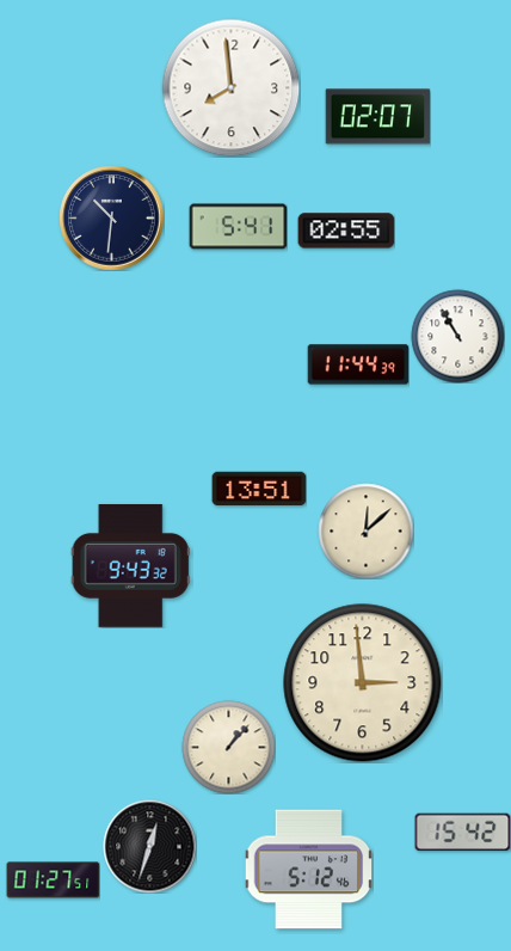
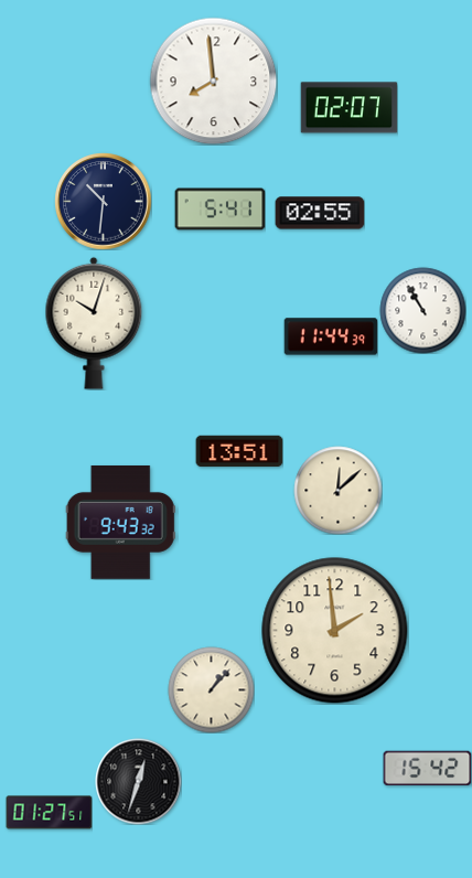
clock at (94, 323): none -> 10:03
clock at (363, 683): 2:59 -> 1:59
clock at (308, 870): 5:12 -> none
